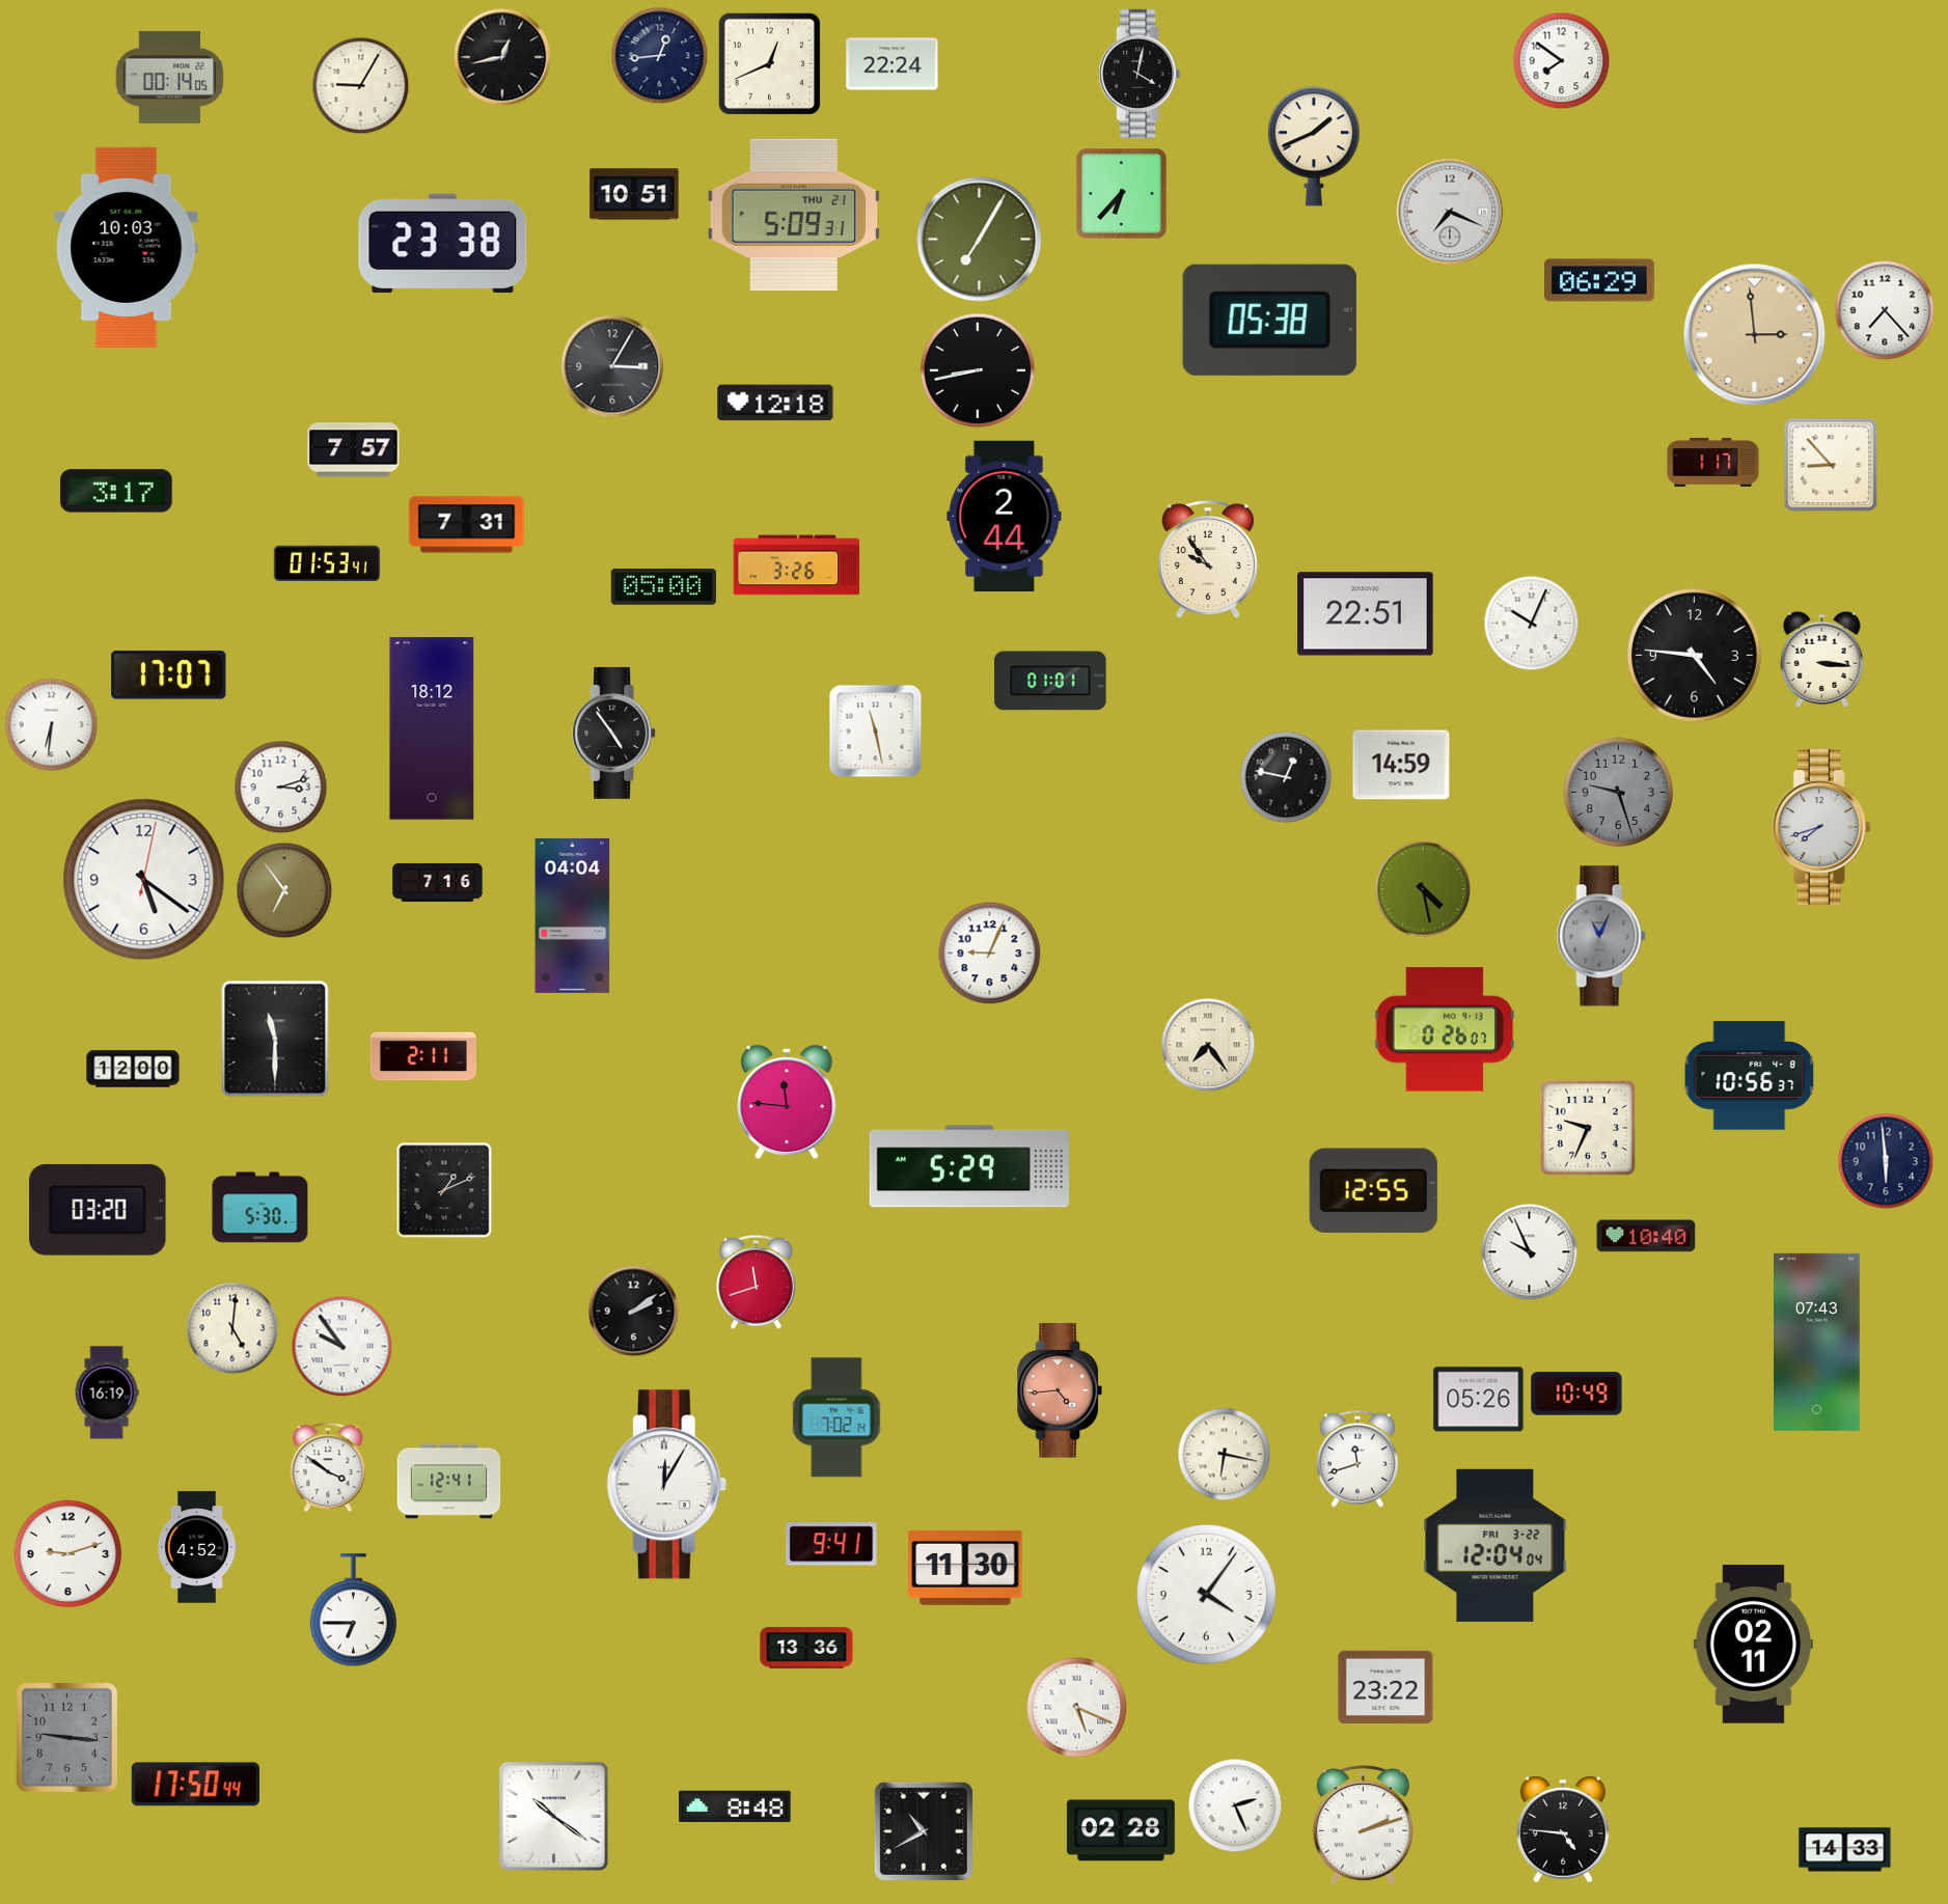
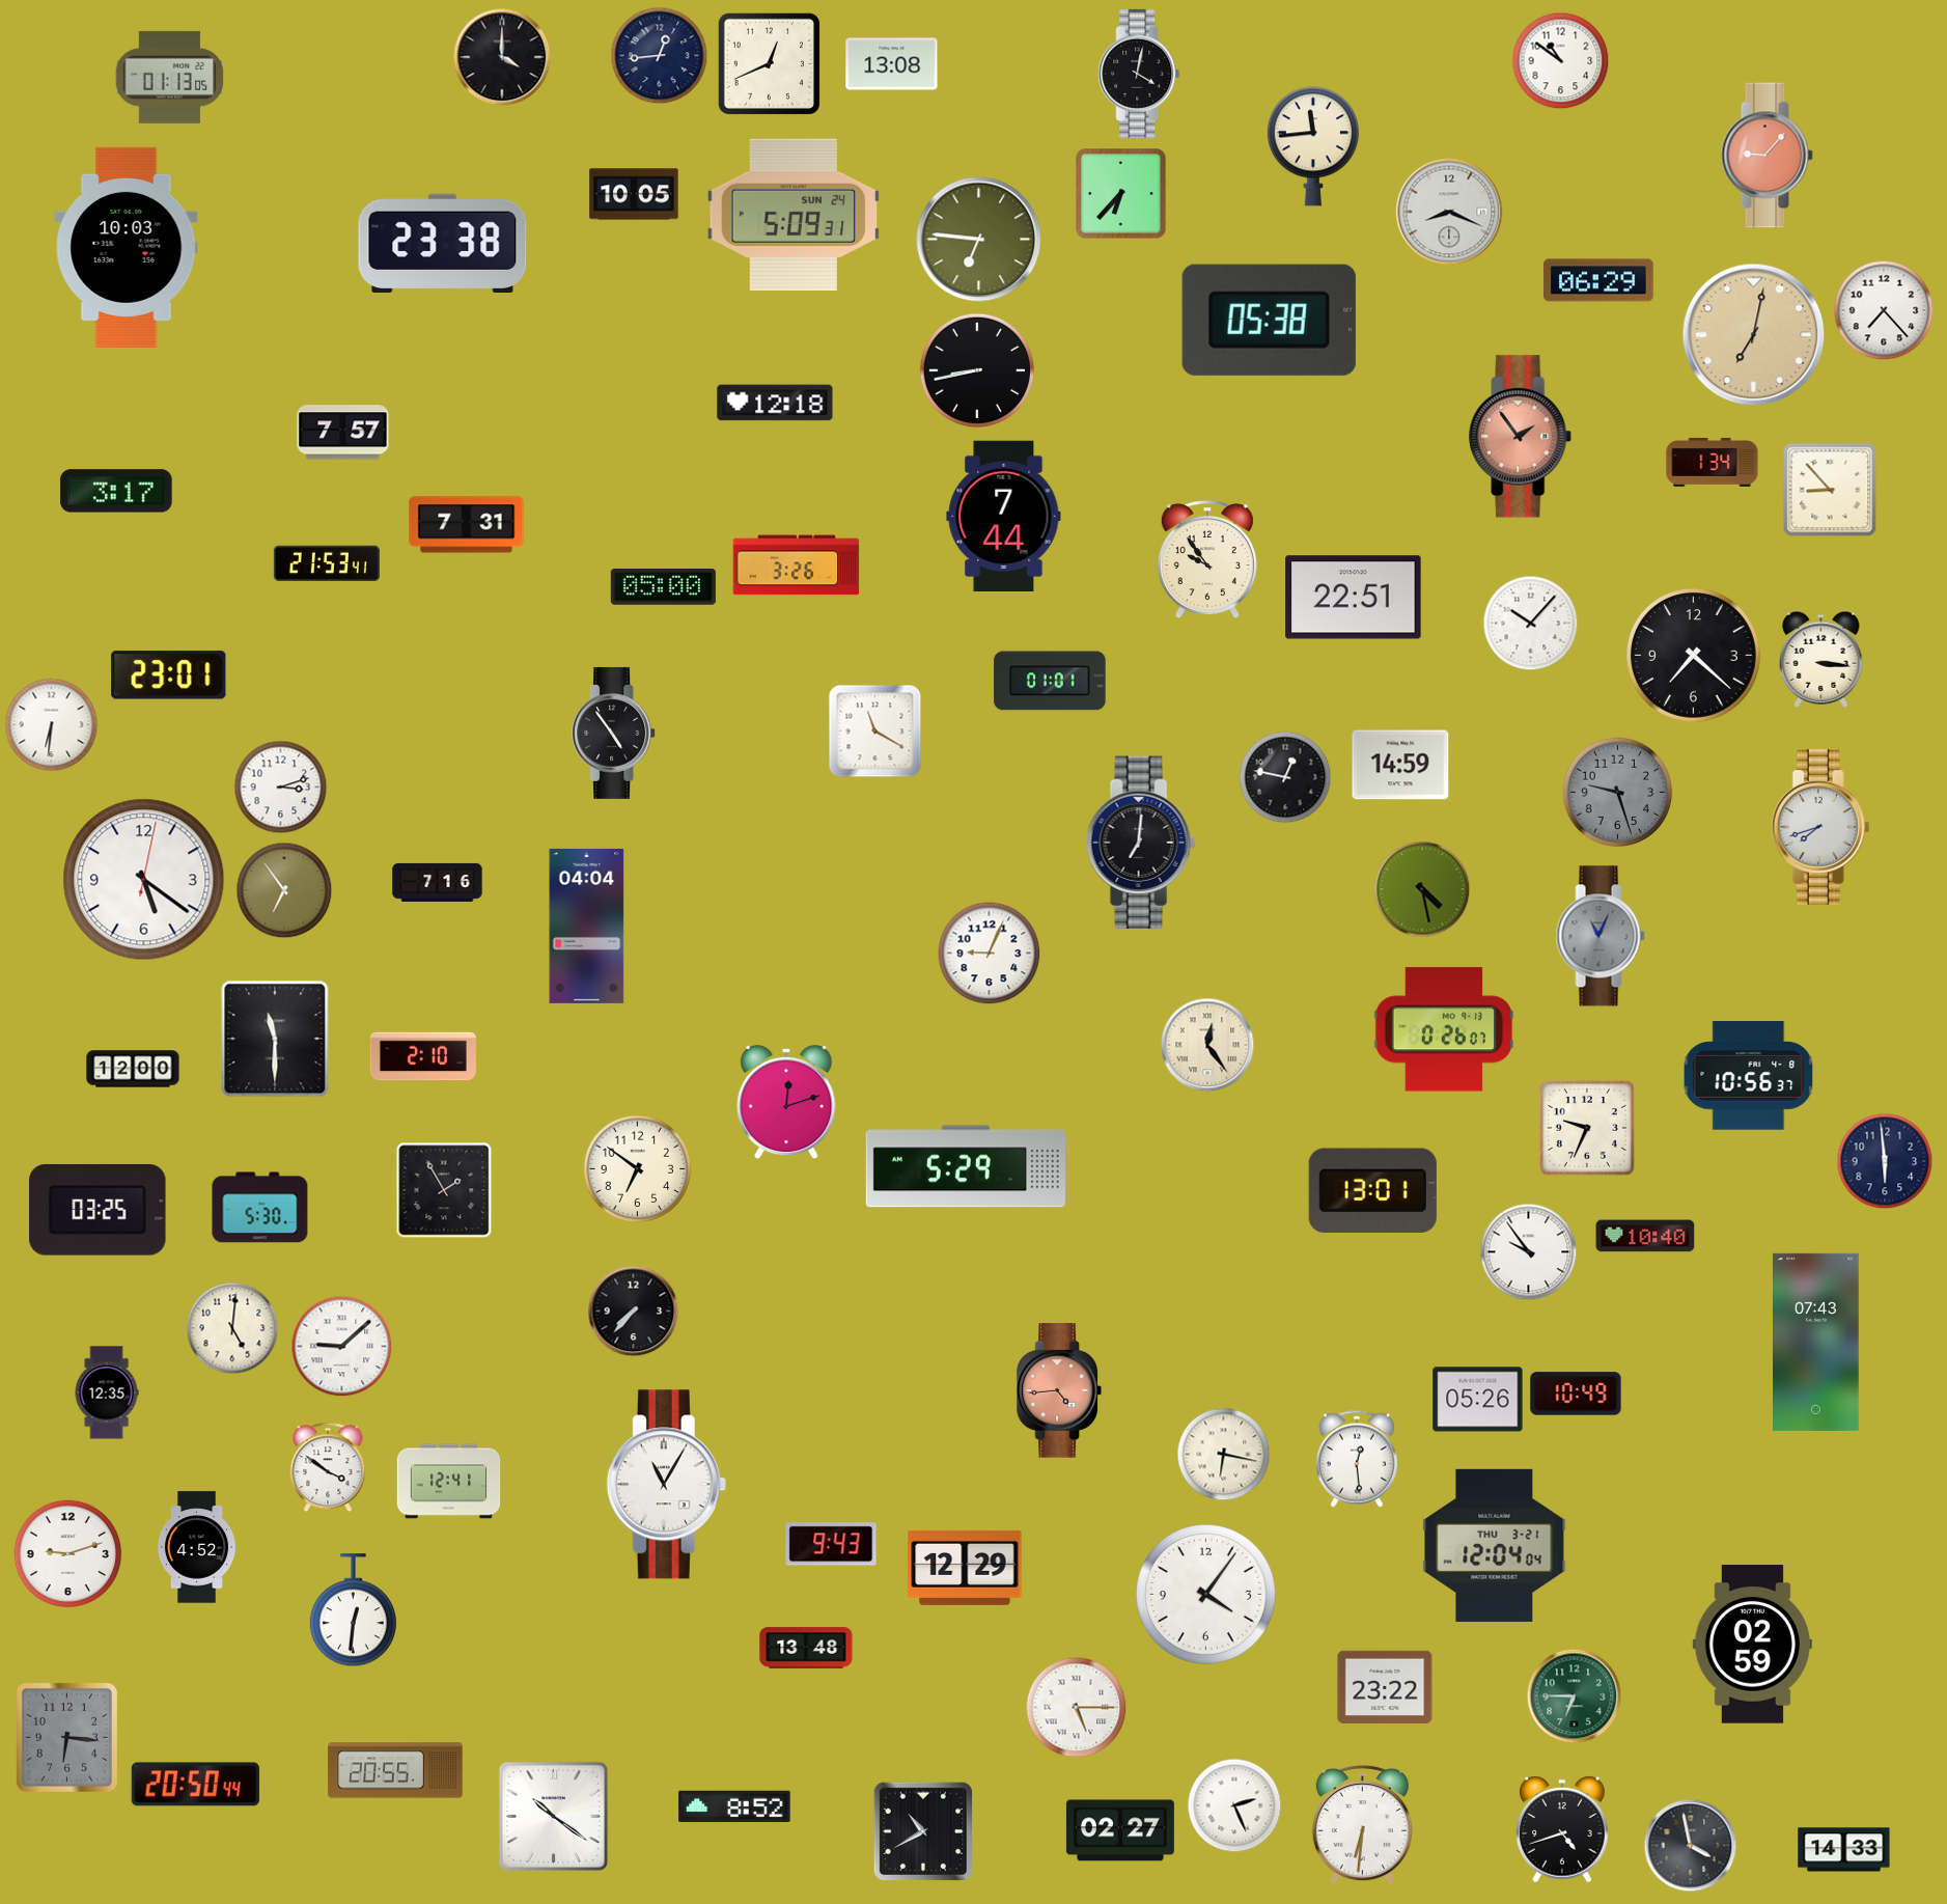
clock at (502, 57): 12:43 -> 4:00
clock at (1562, 61): 7:51 -> 10:51
clock at (893, 64): 22:24 -> 13:08
clock at (170, 77): 00:14 -> 01:13
clock at (361, 86): 9:05 -> none
clock at (1314, 146): 1:41 -> 11:44
clock at (1767, 156): none -> 9:07
clock at (634, 194): 10:51 -> 10:05
clock at (1450, 212): 7:19 -> 8:19
clock at (793, 215) date: THU 21 -> SUN 24
clock at (980, 240): 7:05 -> 6:46
clock at (1755, 335): 2:59 -> 7:02
clock at (612, 366): 3:05 -> none
clock at (1521, 437): none -> 1:54
clock at (354, 450) position: (354, 450) -> (343, 433)
clock at (1713, 462): 1:17 -> 1:34
clock at (1831, 465) position: (1831, 465) -> (1830, 490)
clock at (1005, 516): 2:44 -> 7:44
clock at (327, 563): 01:53 -> 21:53
clock at (1366, 614) position: (1366, 614) -> (1354, 598)
clock at (1532, 624): 10:04 -> 10:07
clock at (1695, 656): 4:46 -> 7:22
clock at (169, 675): 17:07 -> 23:01
clock at (432, 728): 18:12 -> none
clock at (876, 732): 11:28 -> 11:20
clock at (1141, 843): none -> 7:01
clock at (573, 915) position: (573, 915) -> (587, 926)
clock at (1208, 1045): 7:24 -> 12:24
clock at (423, 1056): 2:11 -> 2:10
clock at (787, 1102): 11:46 -> 12:12
clock at (969, 1166) position: (969, 1166) -> (966, 1166)
clock at (638, 1169): none -> 6:51
clock at (444, 1190): 1:11 -> 1:55
clock at (1373, 1190): 12:55 -> 13:01
clock at (98, 1210): 03:20 -> 03:25
clock at (1530, 1252): 9:56 -> 9:54
clock at (756, 1281): 11:42 -> none
clock at (634, 1312): 2:09 -> 7:37
clock at (342, 1347): 9:54 -> 9:08
clock at (107, 1392): 16:19 -> 12:35
clock at (836, 1417): 7:02 -> none
clock at (1357, 1459): 11:42 -> 12:29
clock at (666, 1485): 12:05 -> 11:05
clock at (831, 1544): 9:41 -> 9:43
clock at (1496, 1545) date: FRI 3-22 -> THU 3-21
clock at (965, 1568): 11:30 -> 12:29
clock at (353, 1610): 6:45 -> 12:31
clock at (1753, 1645): 02:11 -> 02:59
clock at (806, 1648): 13:36 -> 13:48
clock at (1575, 1696): none -> 6:45
clock at (1077, 1708): 5:19 -> 5:15
clock at (66, 1737): 9:16 -> 6:16
clock at (395, 1770): none -> 20:55
clock at (195, 1785): 17:50 -> 20:50
clock at (735, 1805): 8:48 -> 8:52
clock at (1363, 1825): 2:12 -> 6:31
clock at (1564, 1829): 4:46 -> 4:42
clock at (1121, 1830): 02:28 -> 02:27
clock at (1691, 1846): none -> 3:58
